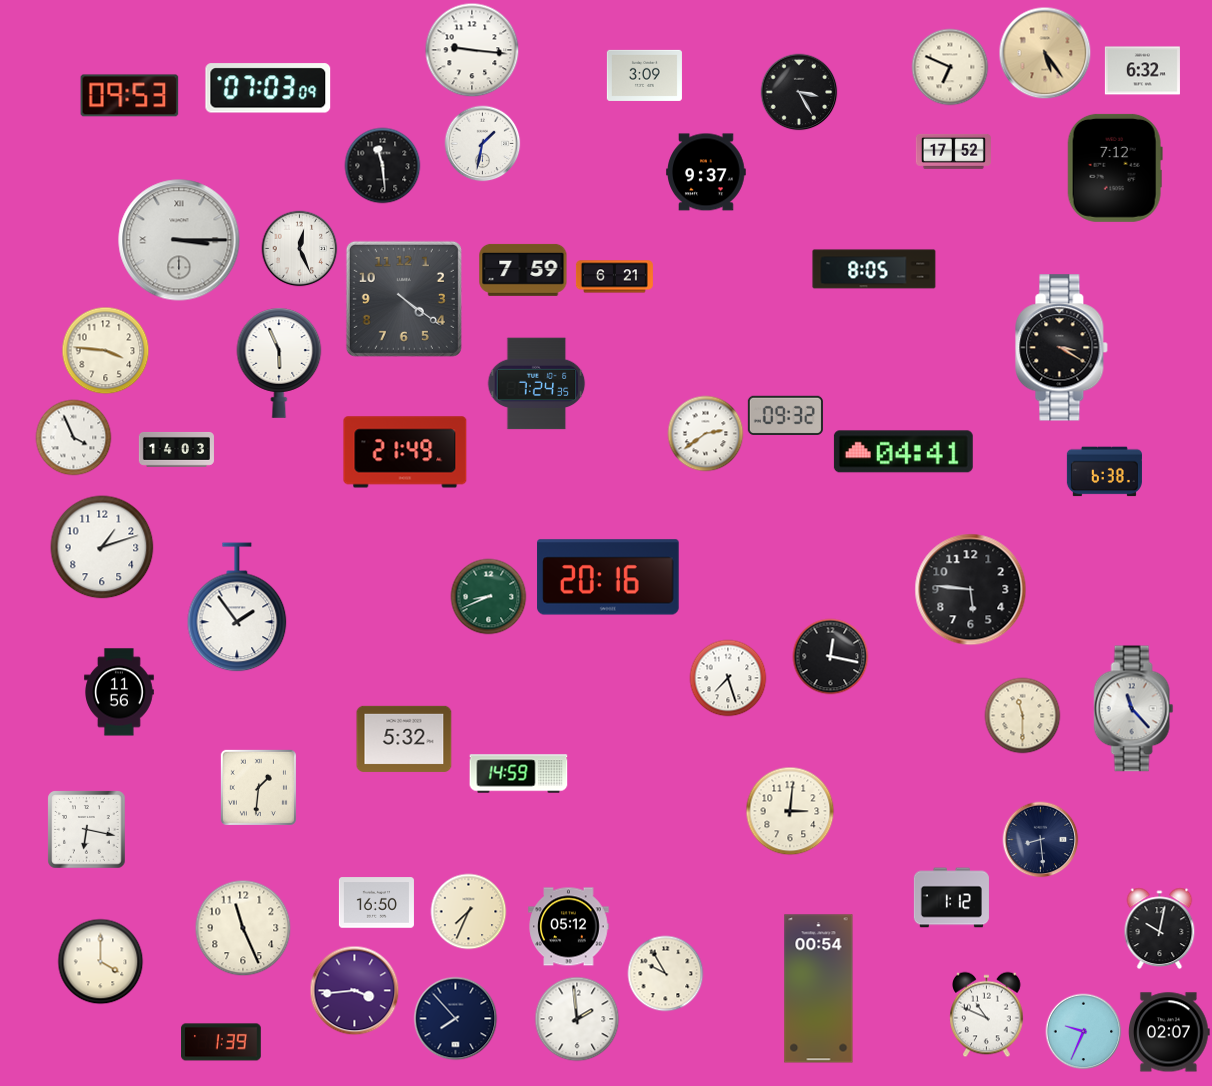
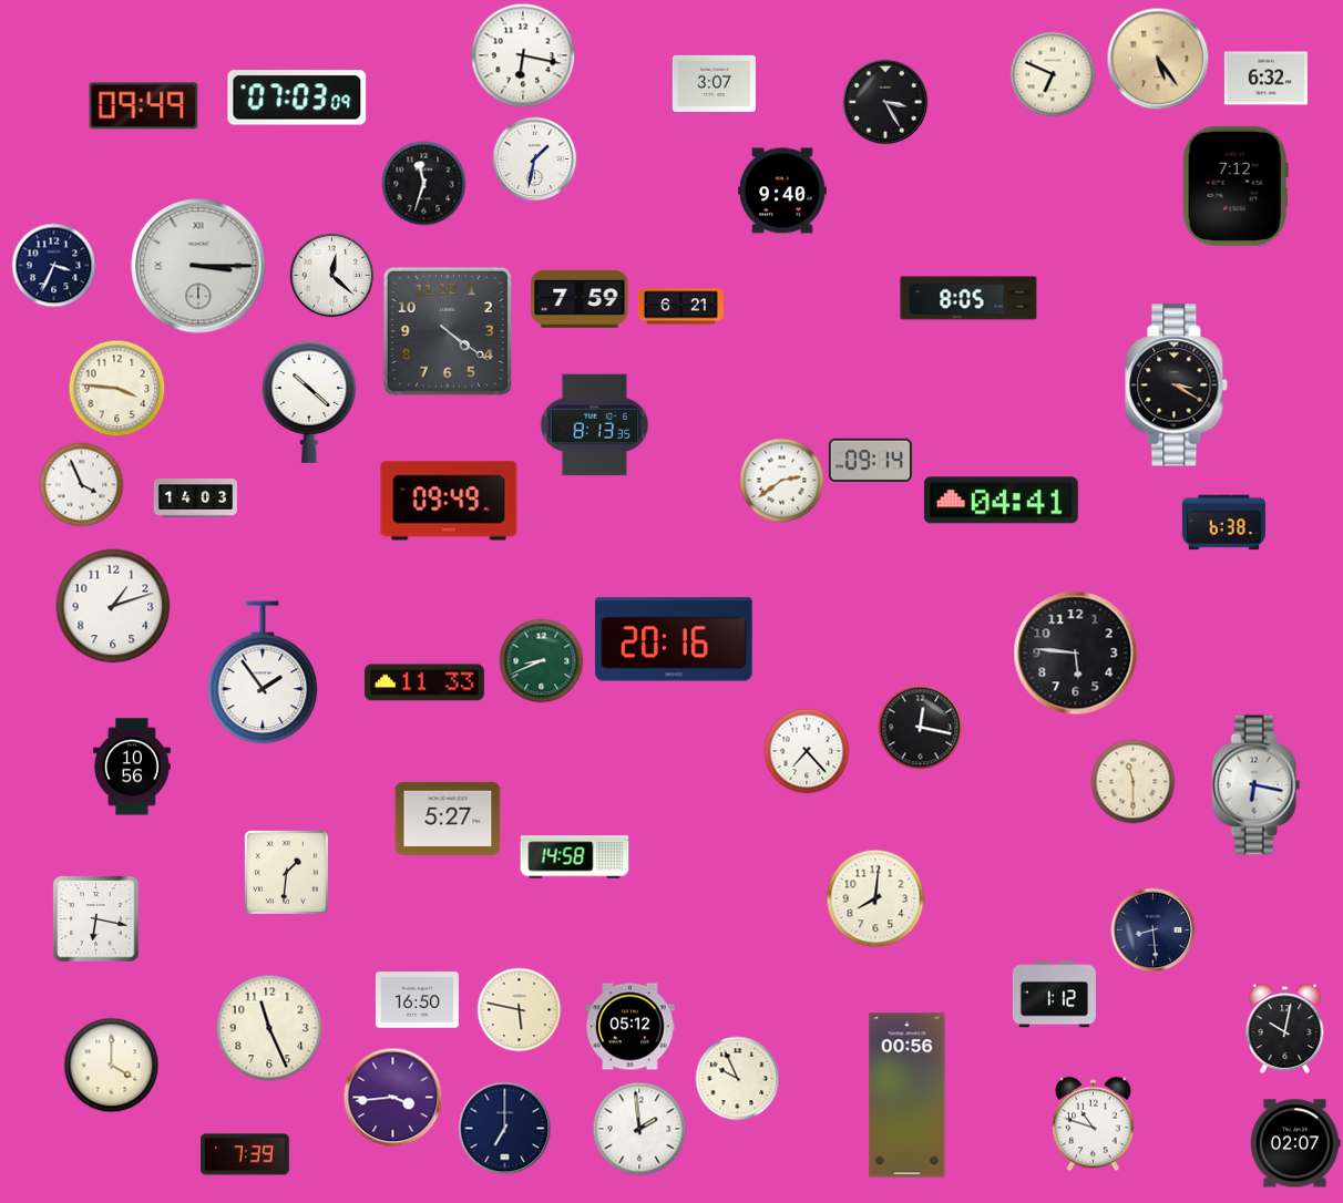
clock at (472, 50): 9:16 -> 6:17
clock at (644, 75): 3:09 -> 3:07
clock at (130, 96): 09:53 -> 09:49
clock at (953, 151): 17:52 -> none
clock at (383, 166): 11:29 -> 11:33
clock at (706, 172): 9:37 -> 9:40
clock at (54, 266): none -> 3:34
clock at (300, 249): 12:26 -> 12:22
clock at (279, 363): 5:56 -> 10:22
clock at (537, 384): 7:24 -> 8:13
clock at (785, 415): 09:32 -> 09:14
clock at (405, 452): 21:49 -> 09:49
clock at (424, 682): none -> 11:33
clock at (728, 678): 7:27 -> 7:23
clock at (120, 692): 11:56 -> 10:56
clock at (1134, 709): 11:23 -> 6:17
clock at (1023, 716) position: (1023, 716) -> (1134, 782)
clock at (404, 739): 5:32 -> 5:27
clock at (519, 774): 14:59 -> 14:58
clock at (790, 811): 3:01 -> 8:01
clock at (469, 912): 7:34 -> 5:47
clock at (666, 974): 9:55 -> 9:56
clock at (819, 989): 00:54 -> 00:56
clock at (987, 1015): 10:49 -> 10:48
clock at (456, 1019): 7:53 -> 7:00
clock at (1084, 1032): 9:34 -> none
clock at (221, 1042): 1:39 -> 7:39
